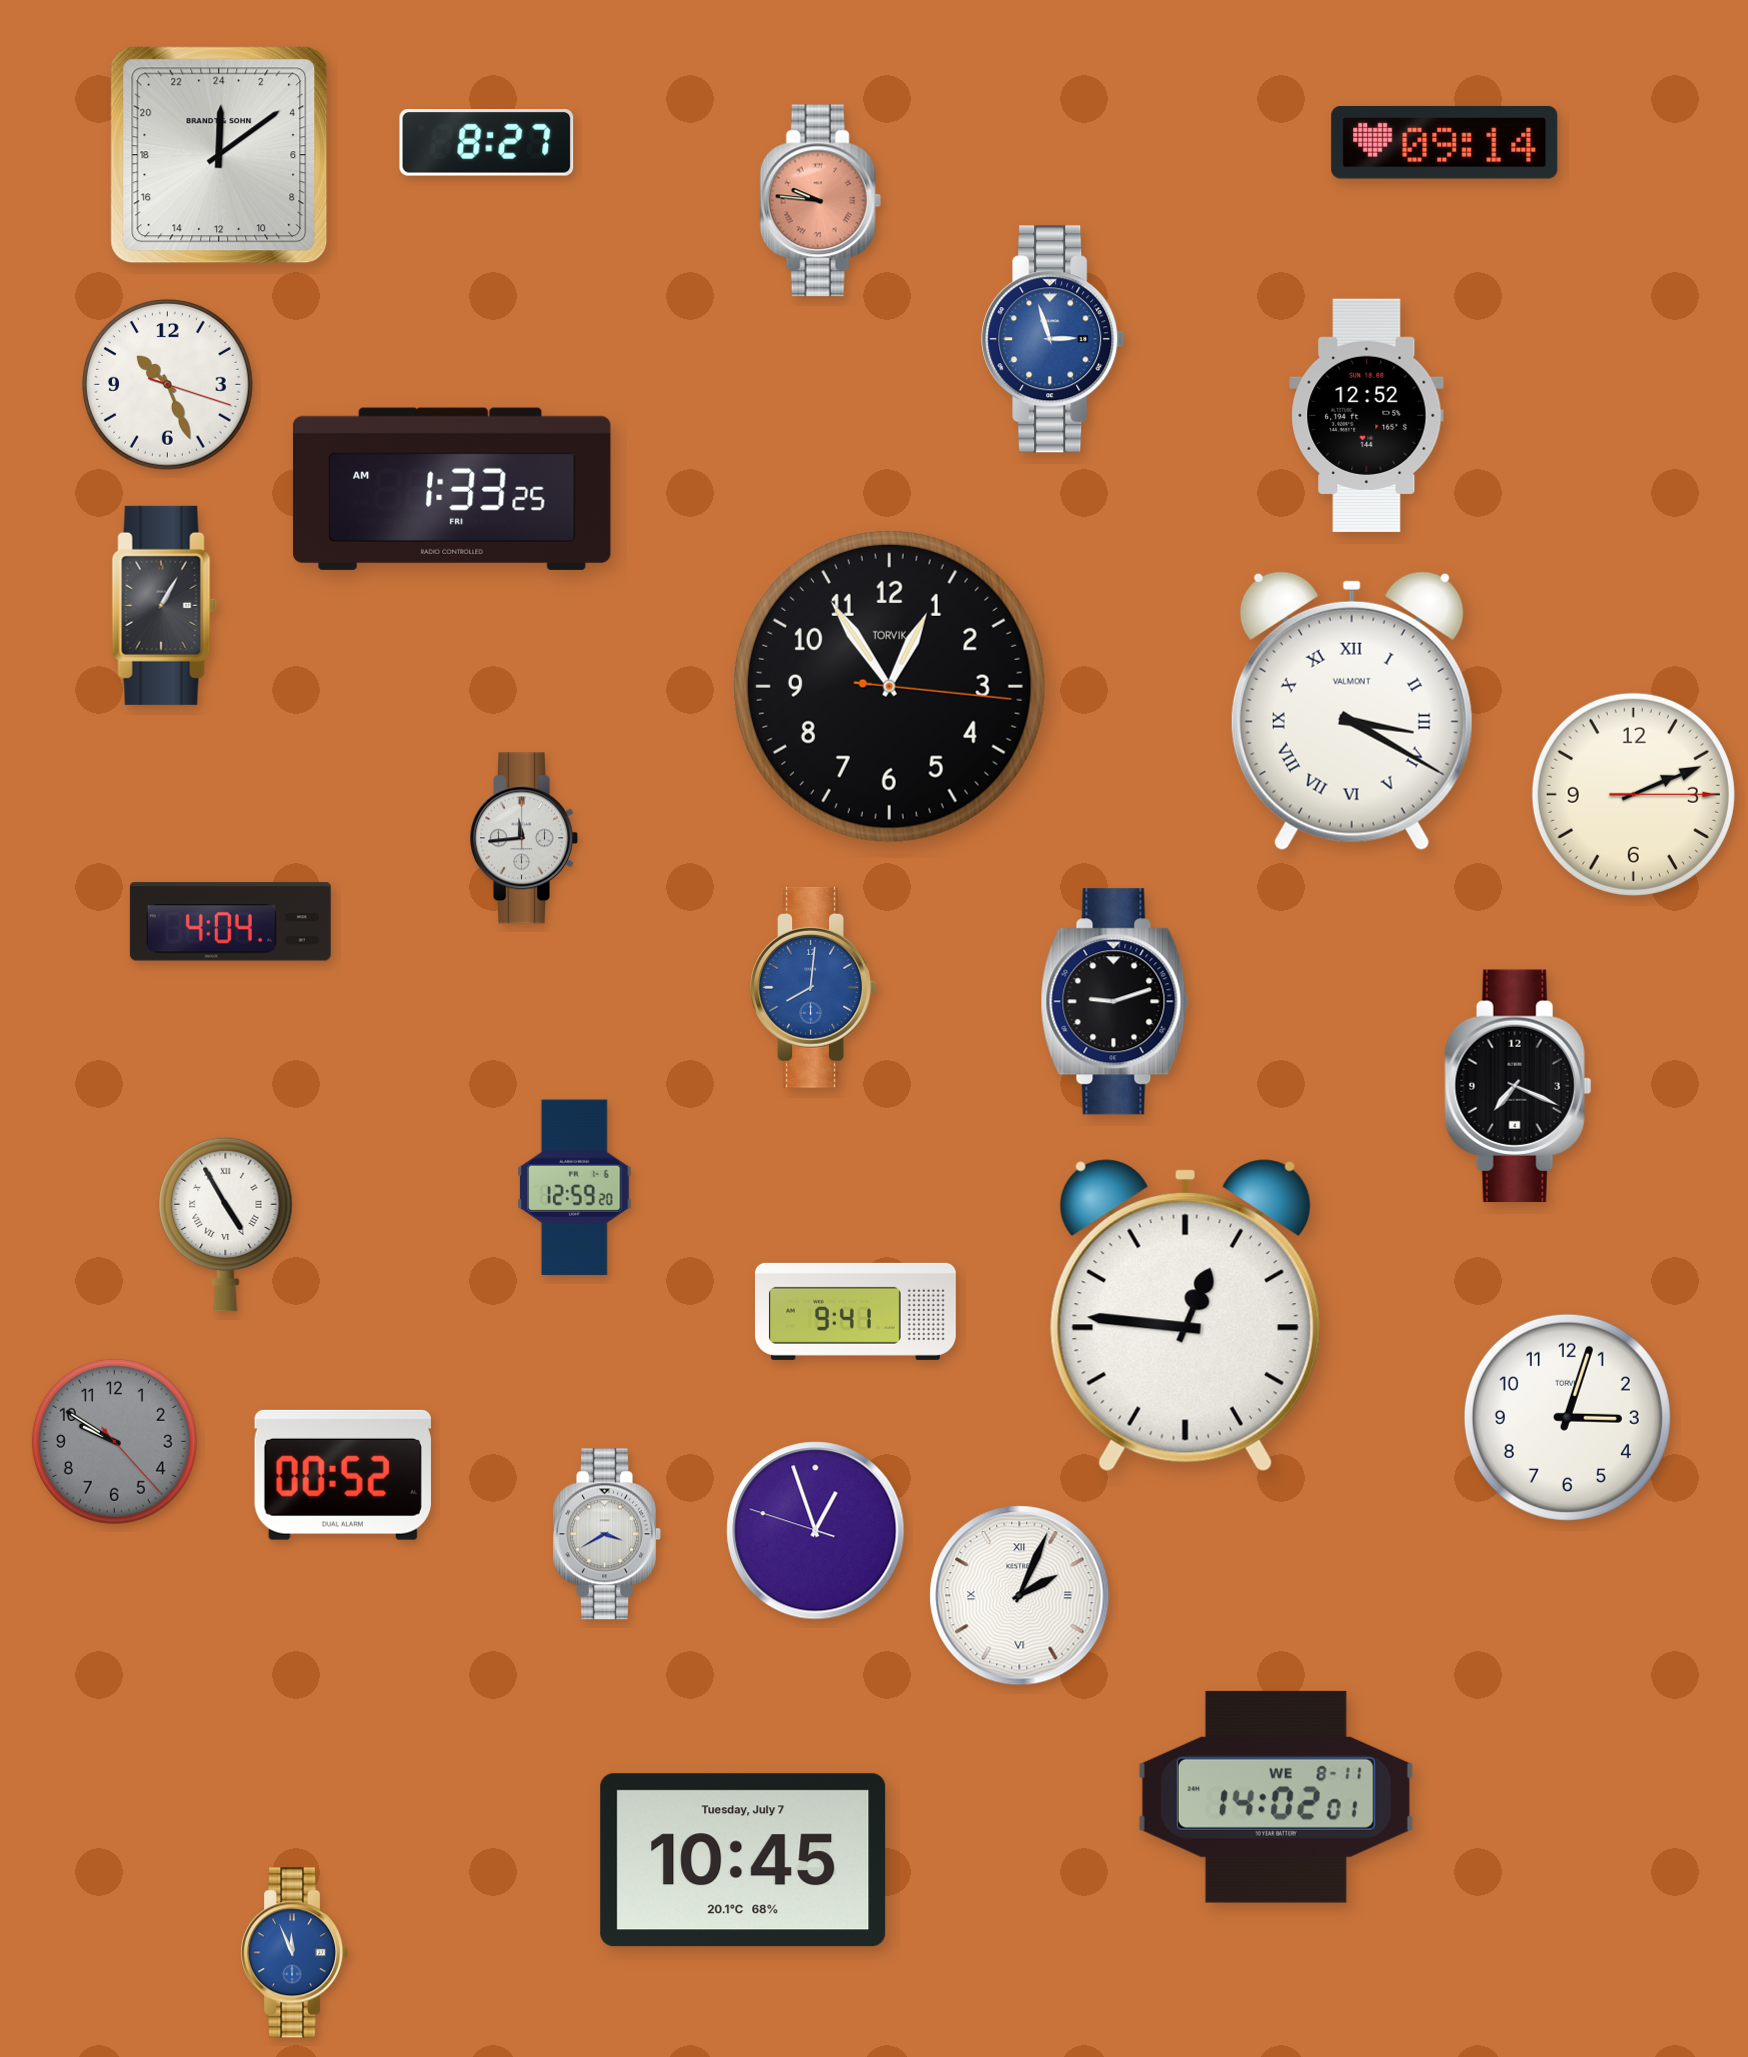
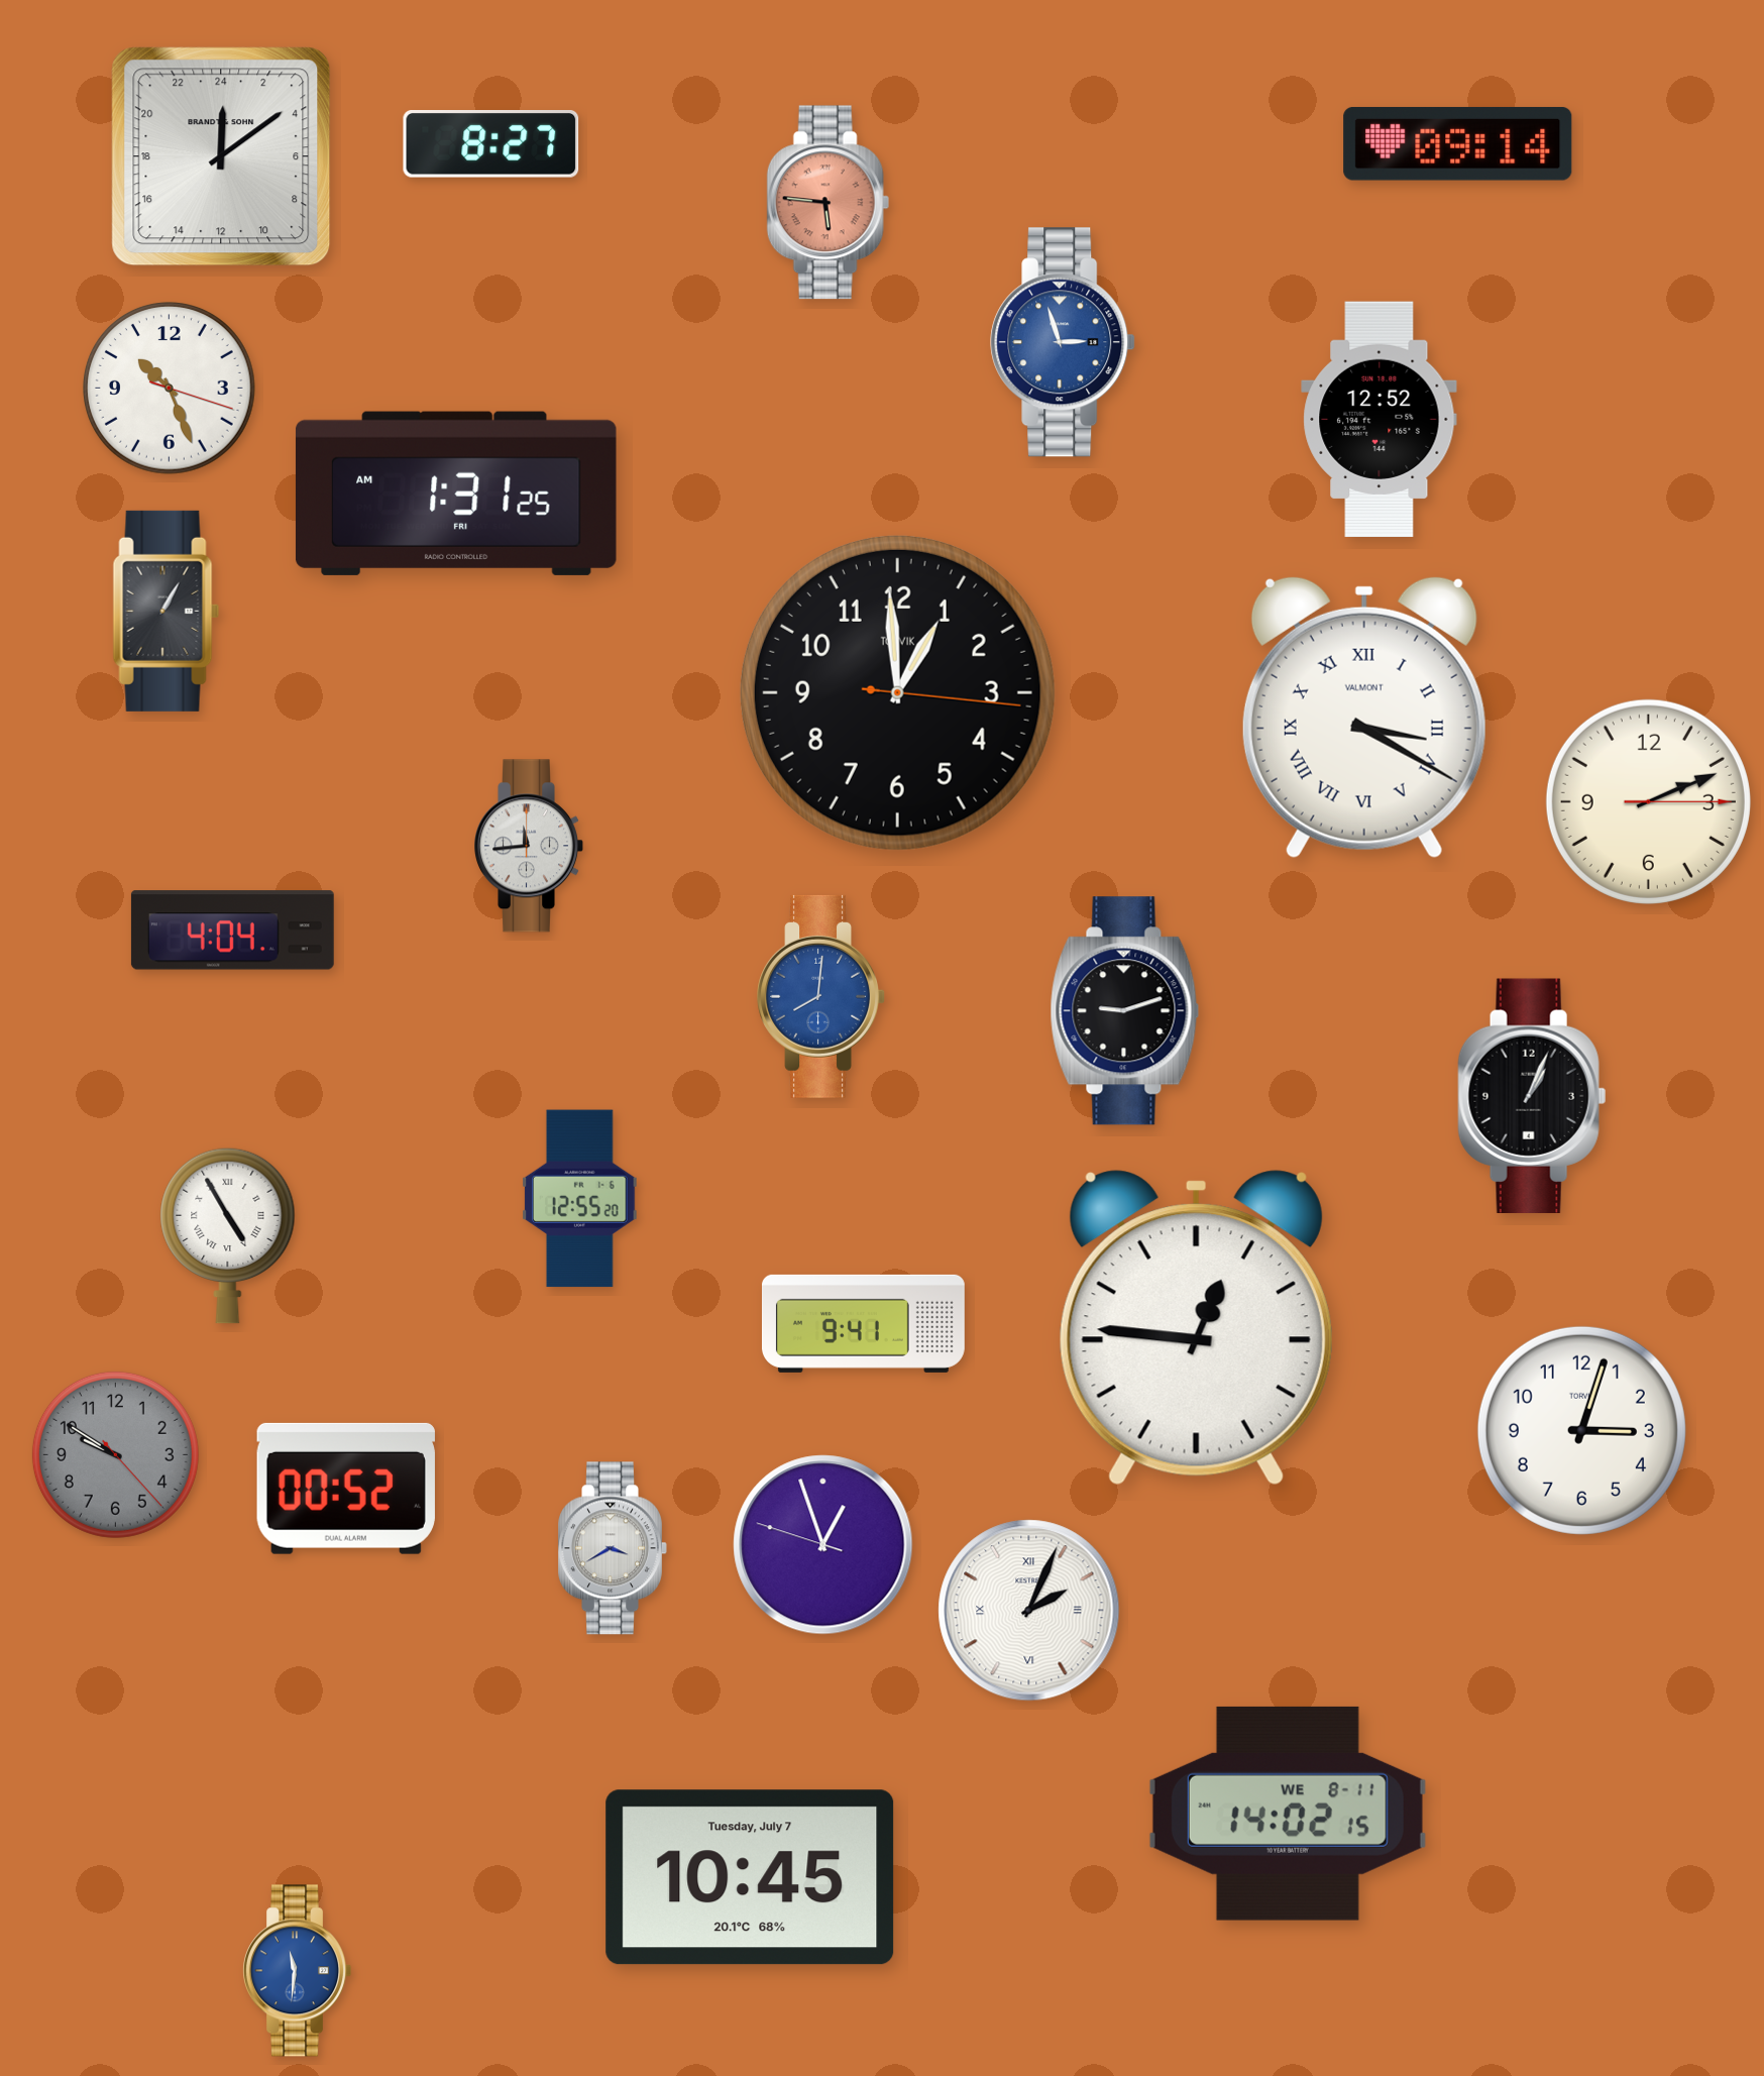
clock at (820, 201): 9:46 -> 5:46
clock at (452, 489): 1:33 -> 1:31
clock at (889, 686): 12:54 -> 12:59
clock at (1518, 1085): 7:19 -> 1:04
clock at (575, 1188): 12:59 -> 12:55
clock at (1276, 1797): 14:02:01 -> 14:02:15
clock at (295, 1953): 11:56 -> 11:31
